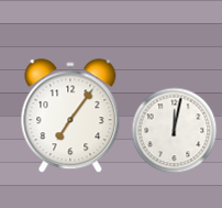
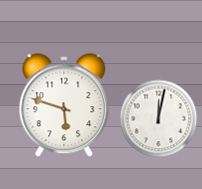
clock at (70, 116): 7:06 -> 5:48
